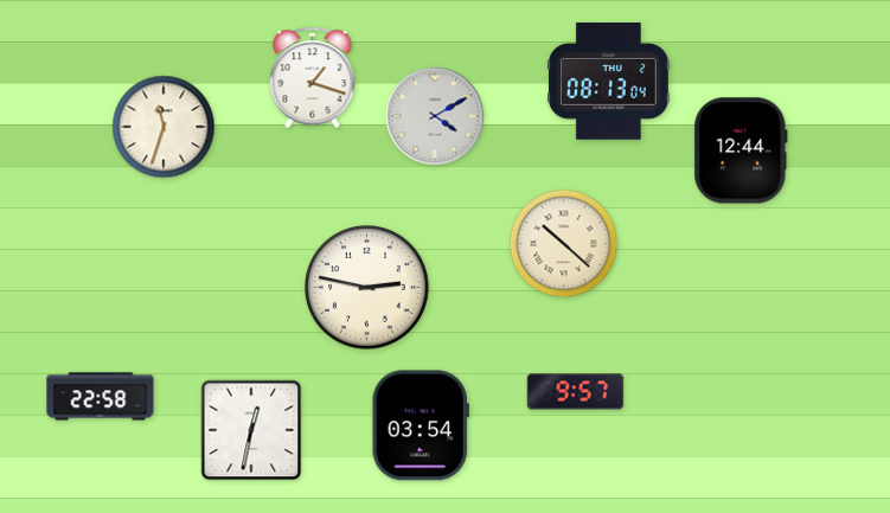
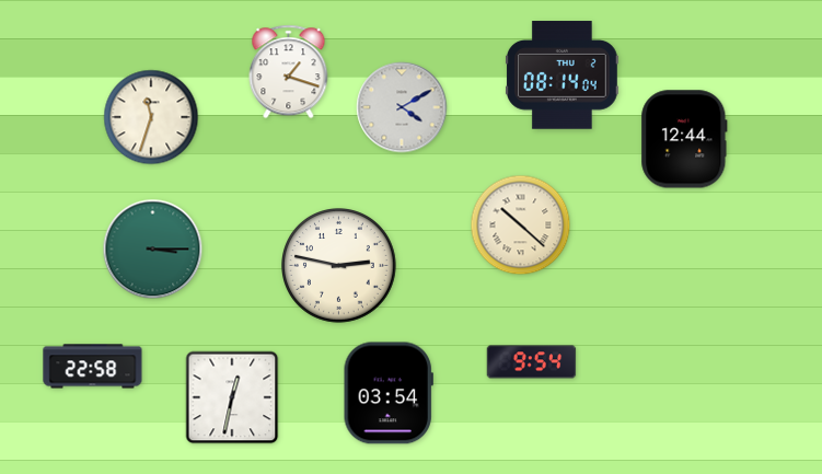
clock at (608, 82): 08:13 -> 08:14
clock at (153, 250): none -> 3:15
clock at (576, 392): 9:57 -> 9:54
